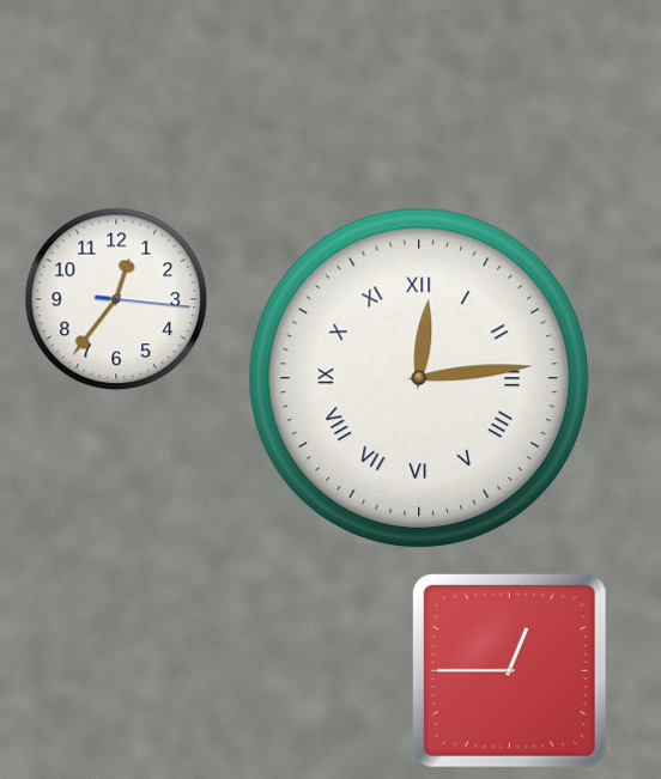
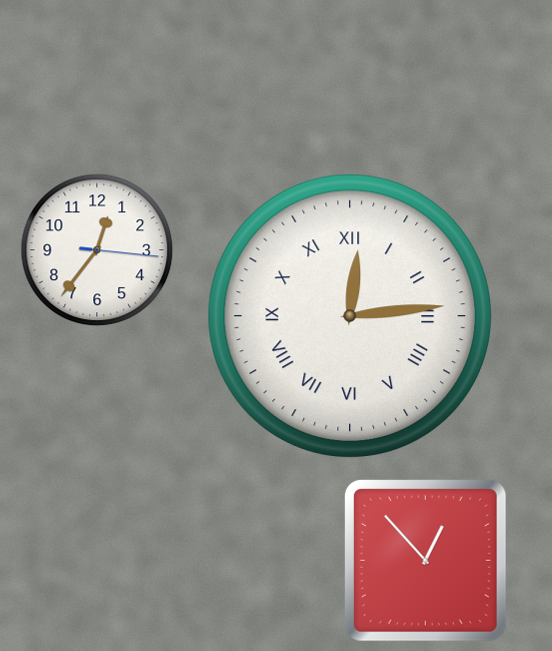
clock at (509, 670): 12:45 -> 12:53
